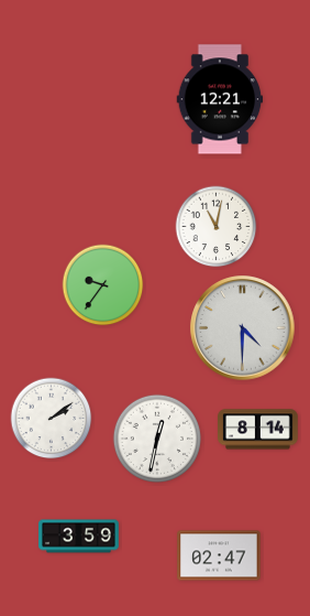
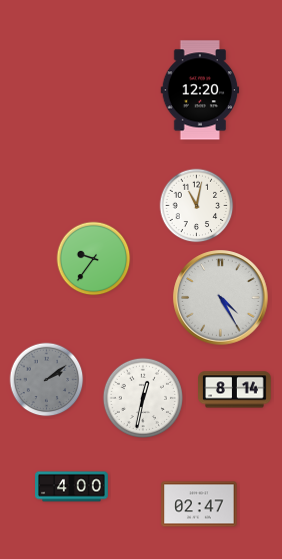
clock at (220, 99): 12:21 -> 12:20
clock at (243, 328): 4:30 -> 4:25
clock at (52, 419) dial: white -> grey
clock at (79, 537): 3:59 -> 4:00
